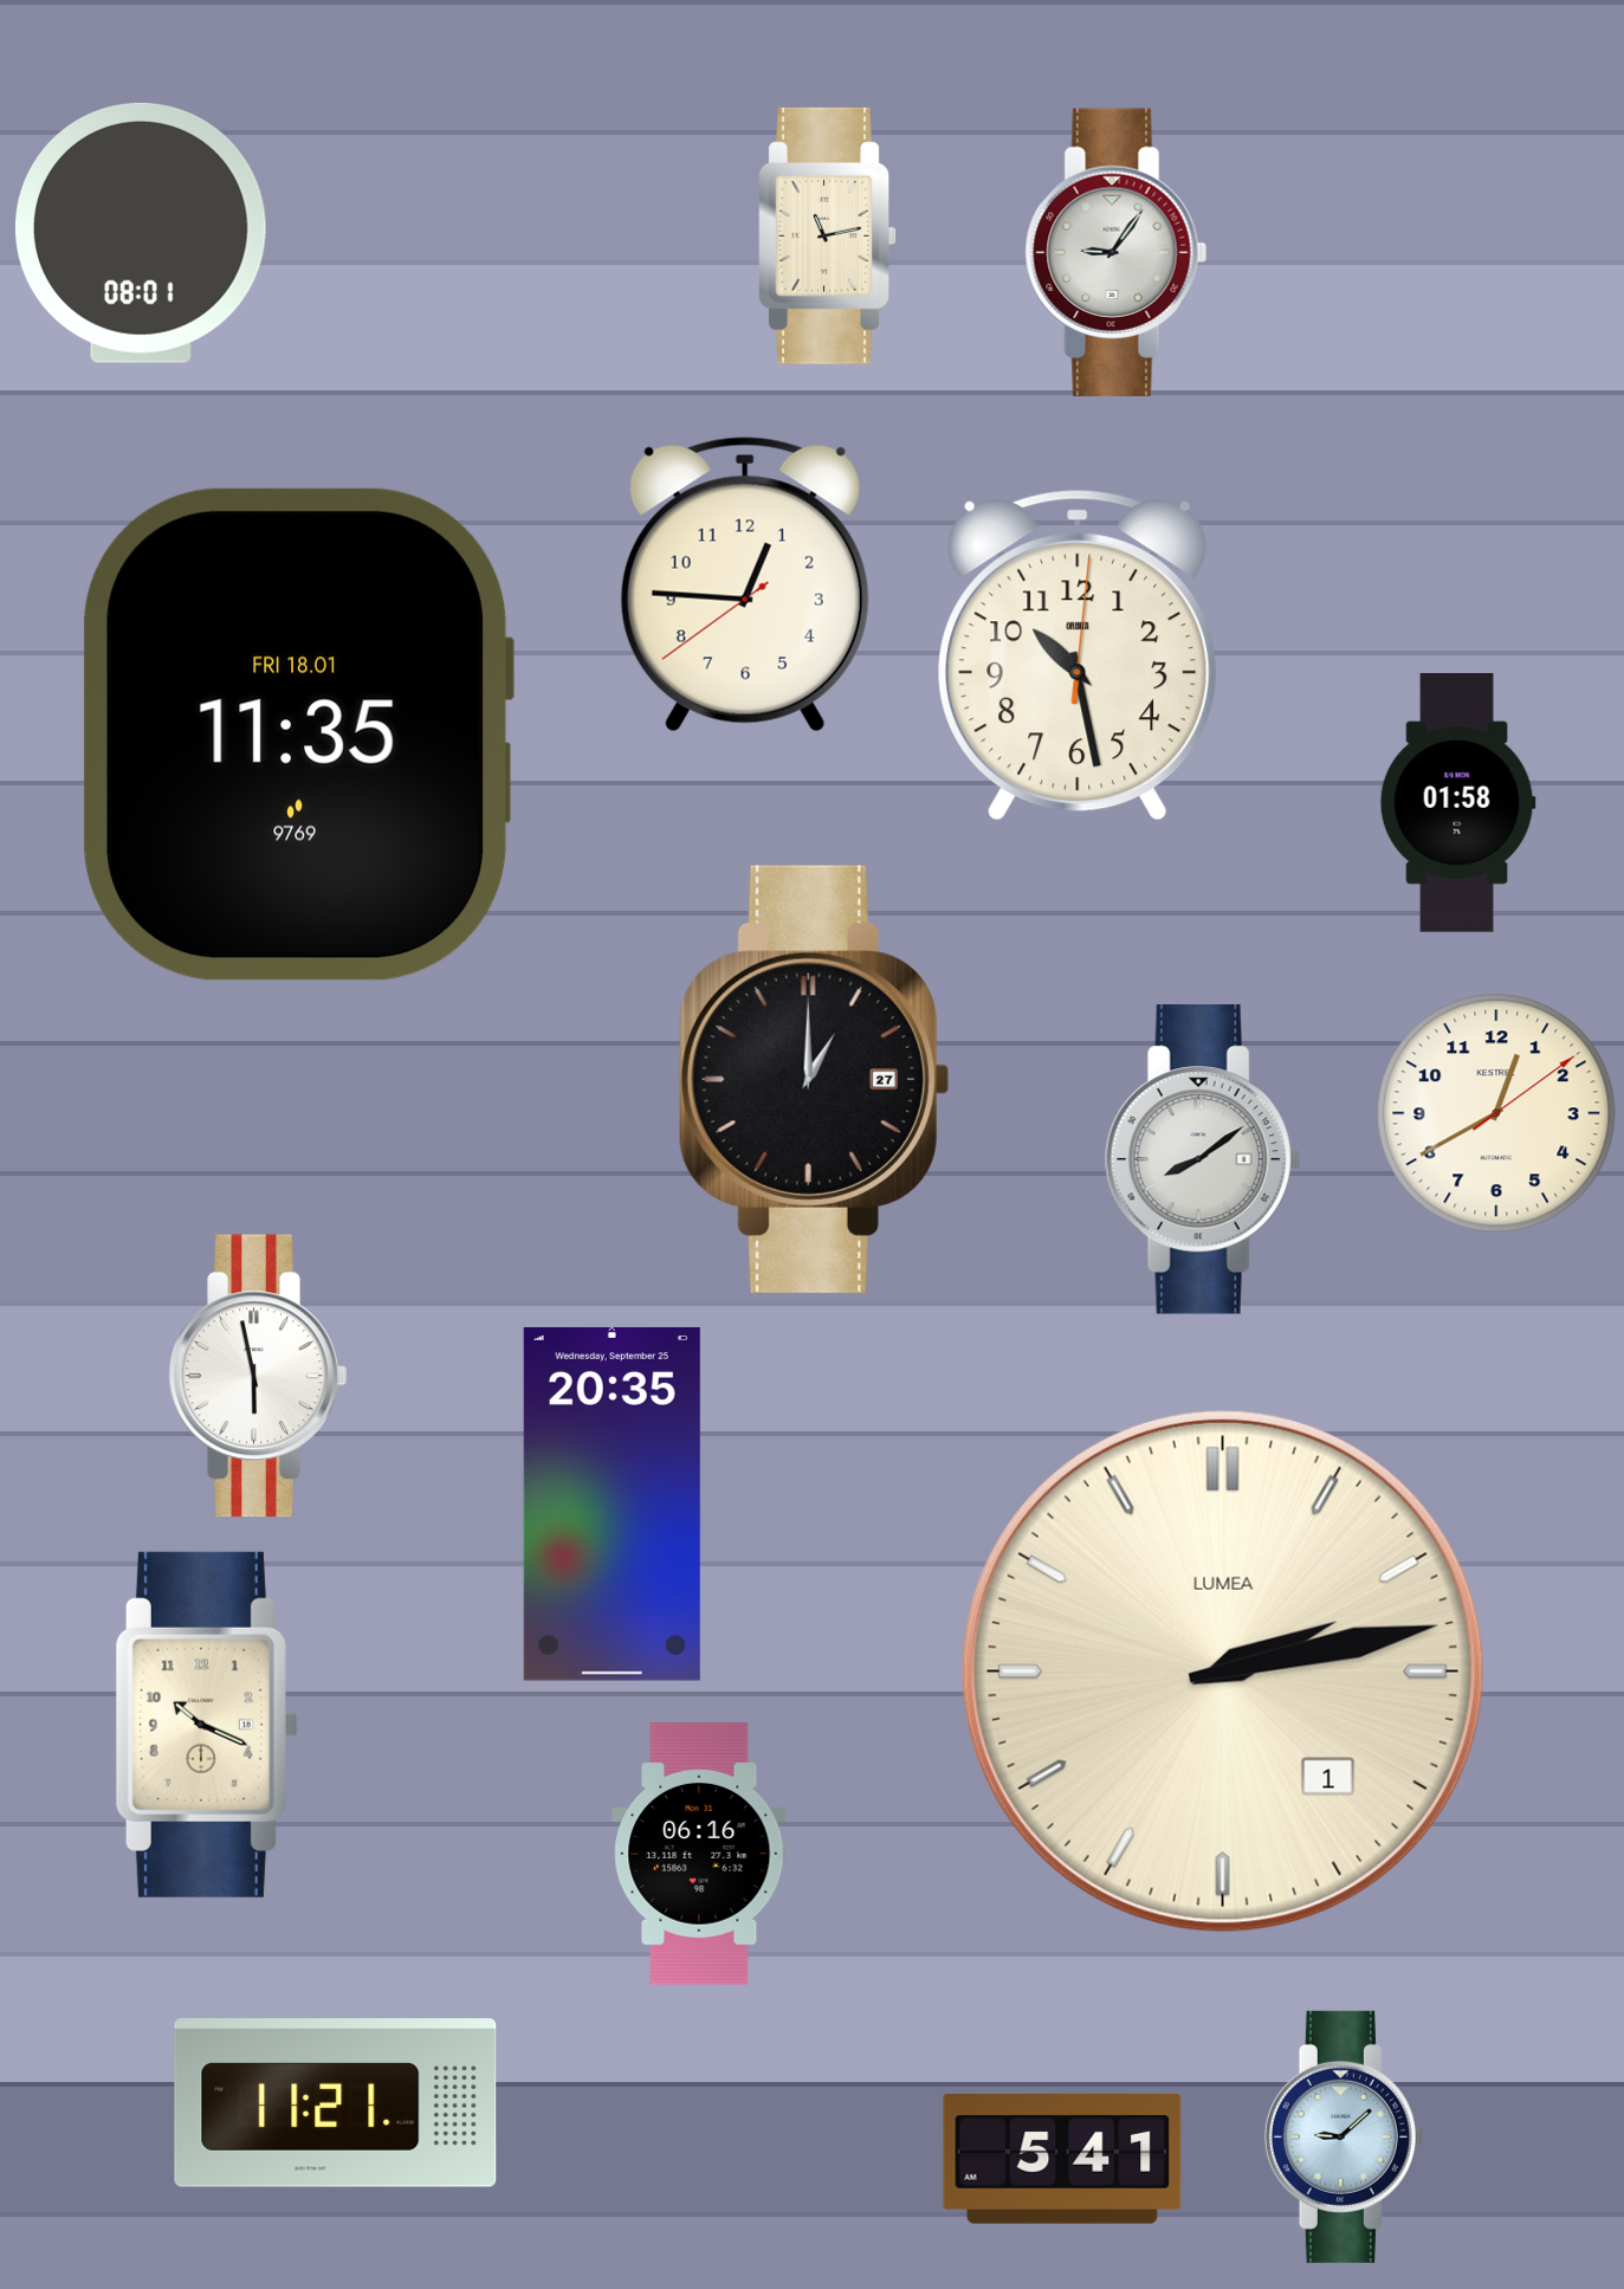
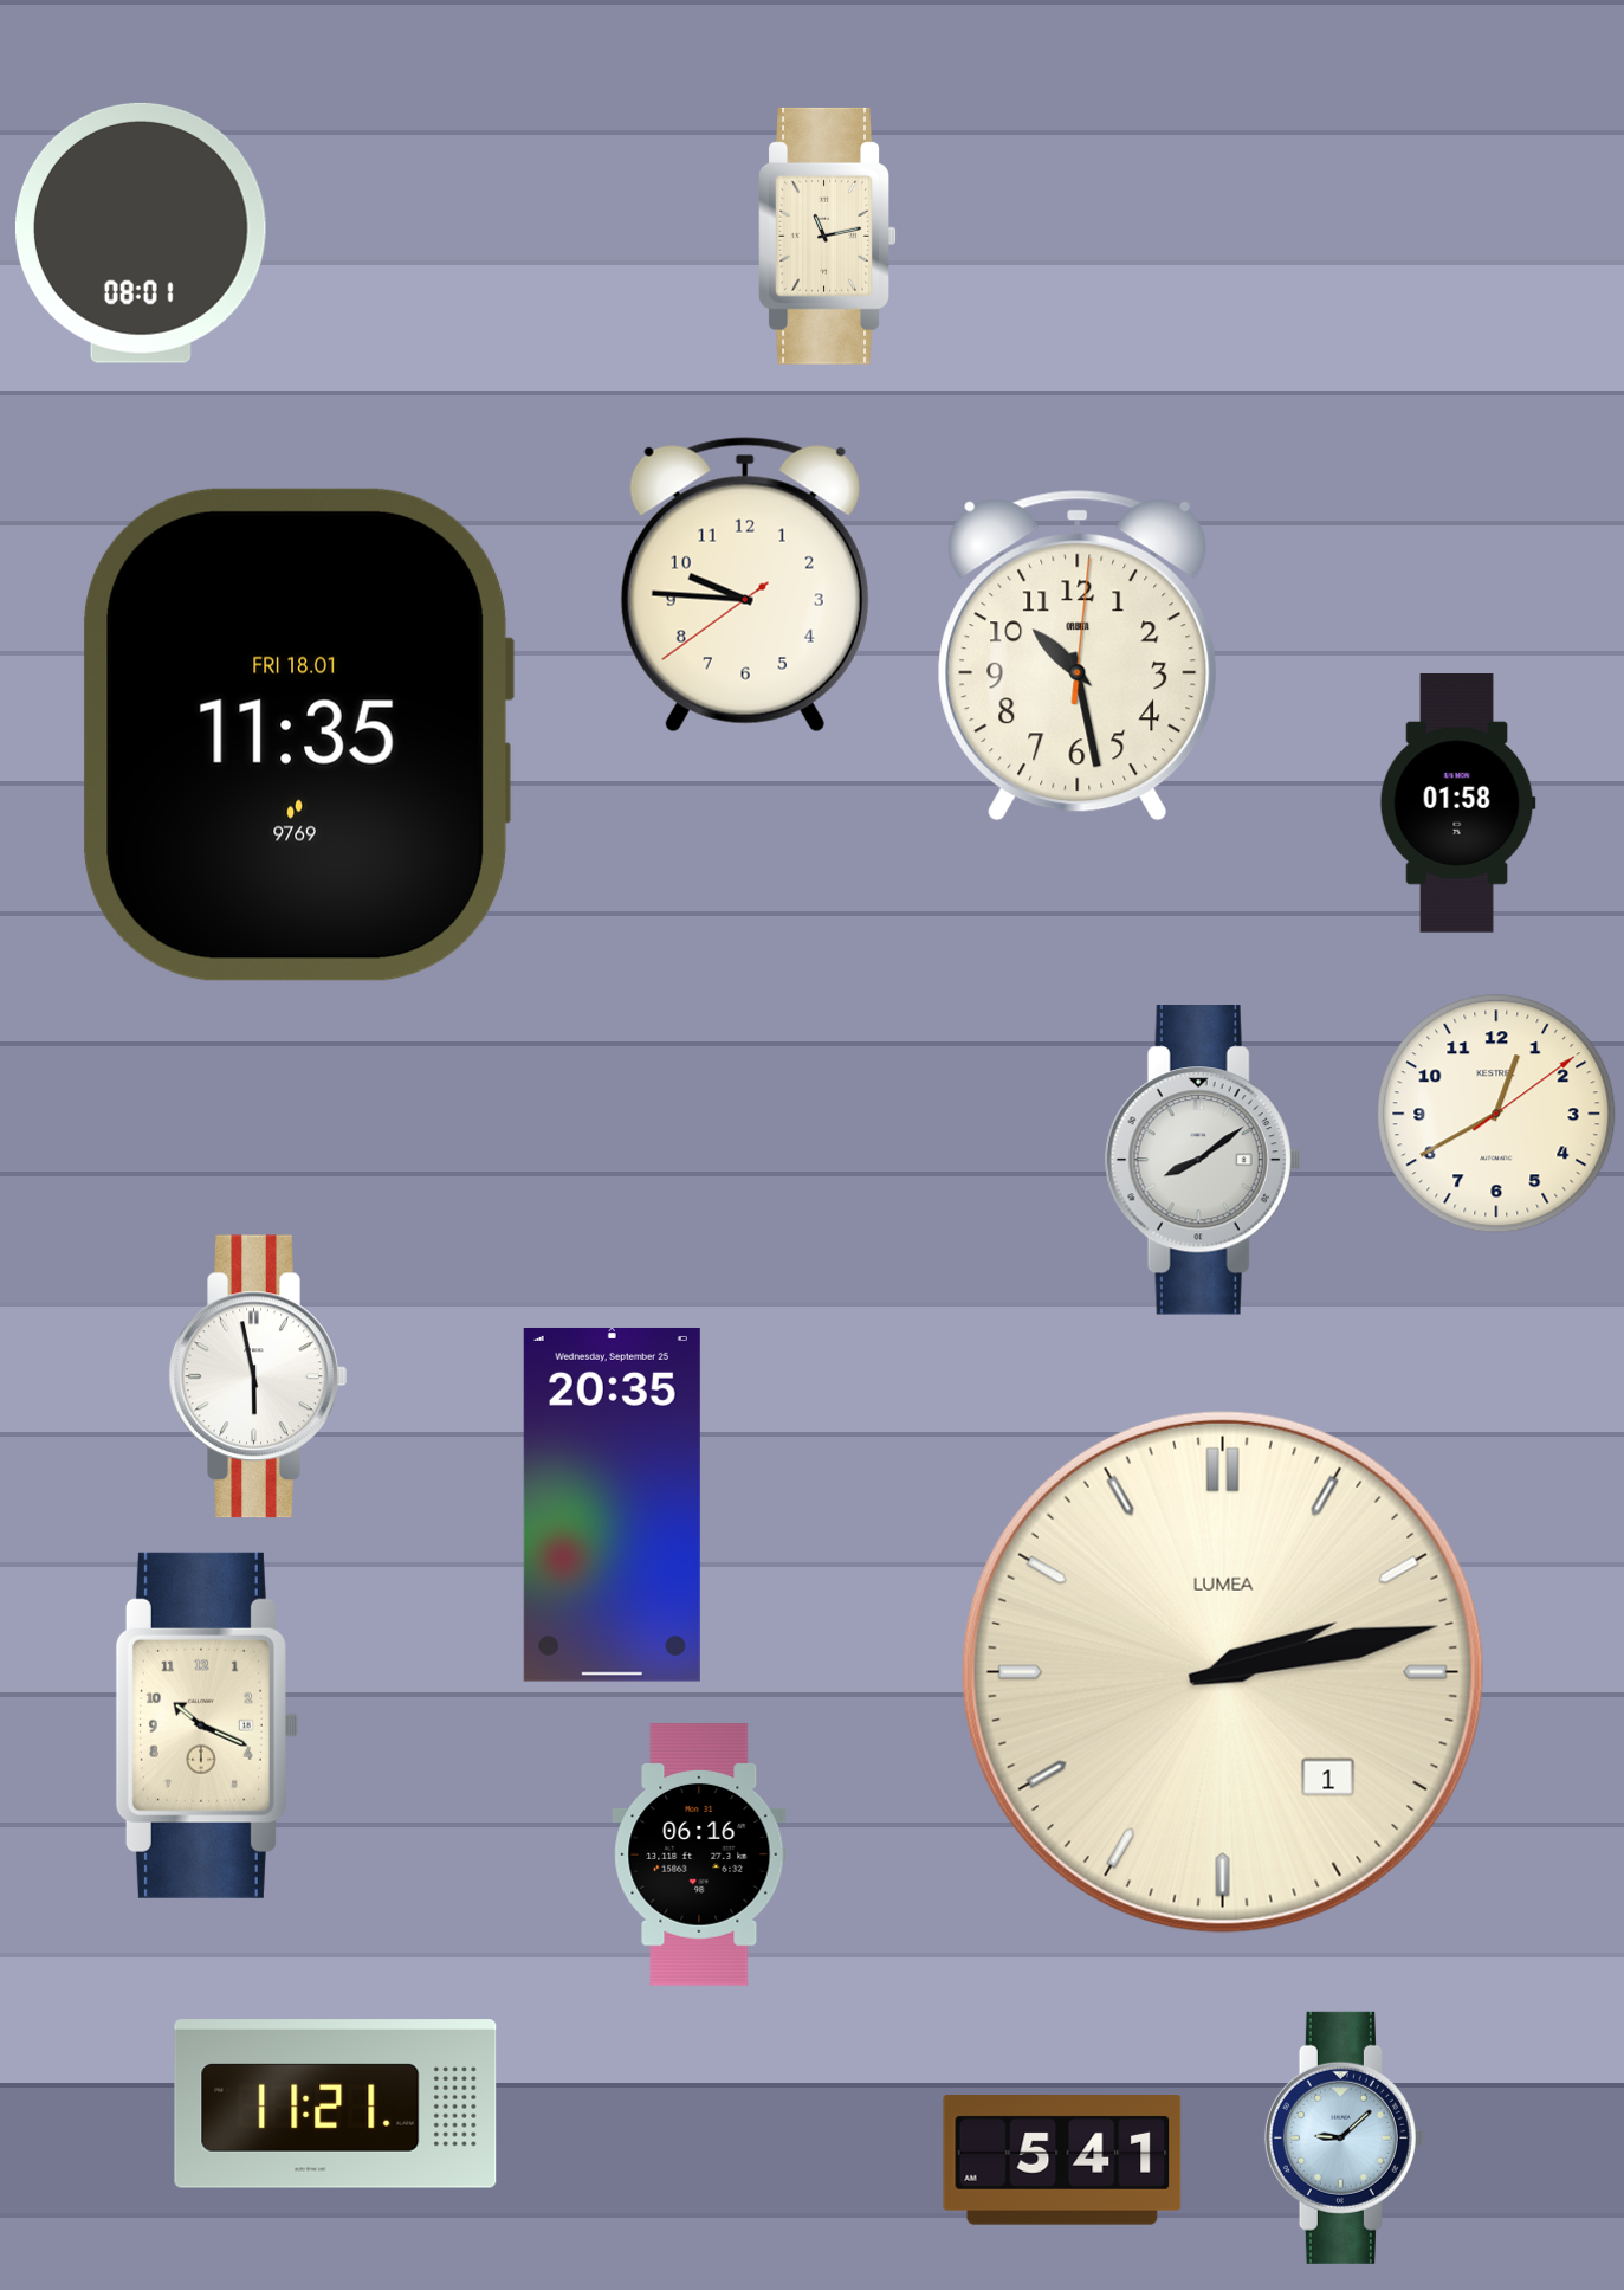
clock at (1117, 252): 9:06 -> none
clock at (745, 584): 12:45 -> 9:45
clock at (814, 1079): 1:00 -> none
